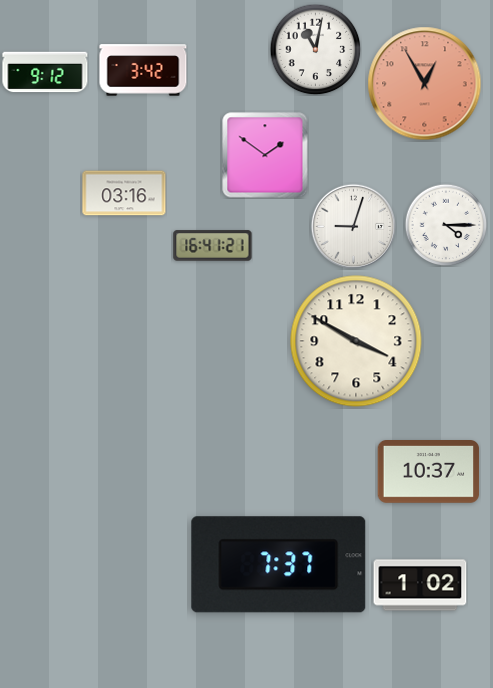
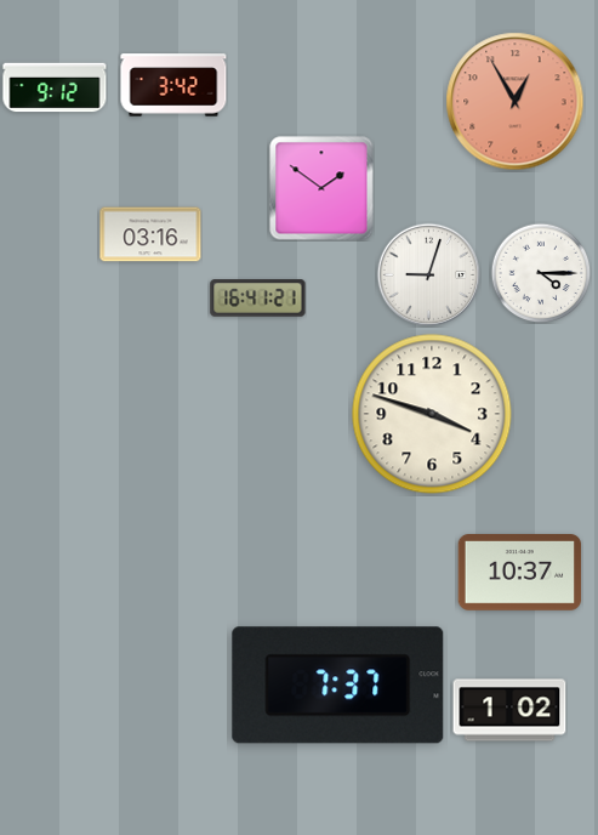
clock at (315, 49): 11:02 -> none
clock at (356, 341): 3:50 -> 3:48
